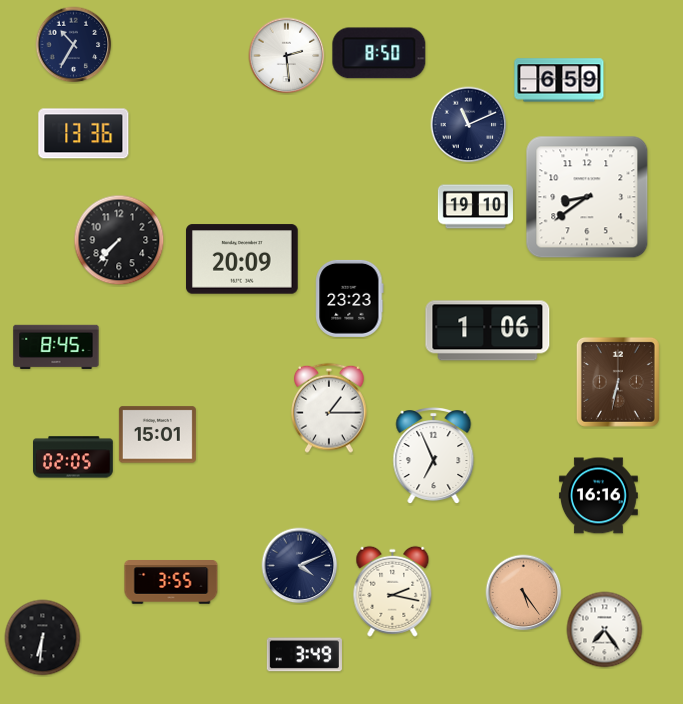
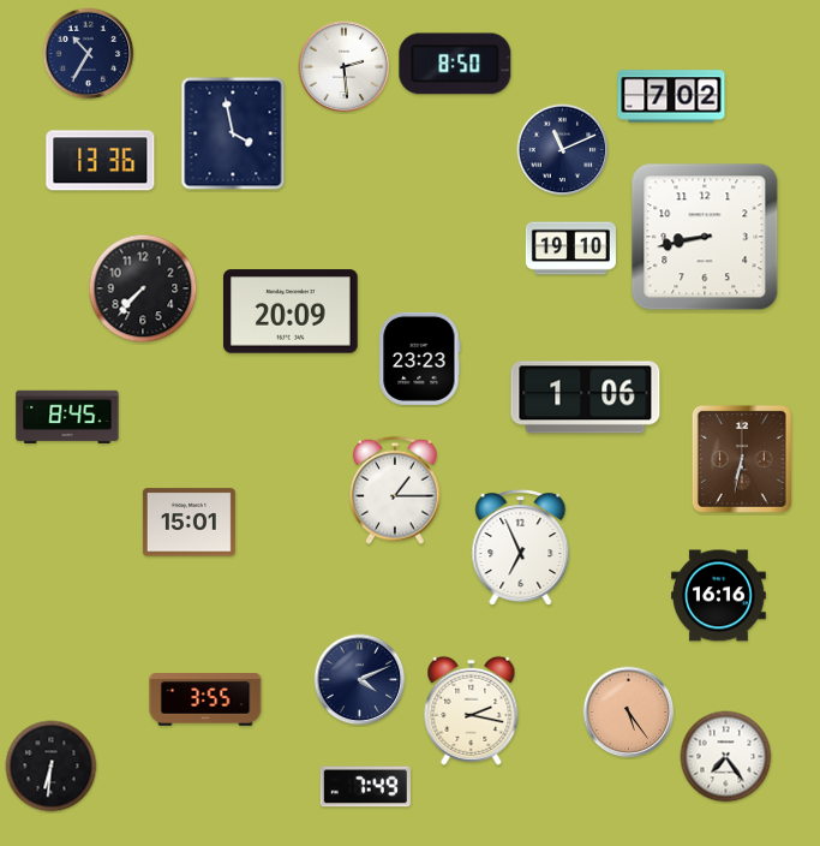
clock at (559, 80): 6:59 -> 7:02
clock at (233, 133): none -> 3:58
clock at (587, 197): 8:39 -> 8:43
clock at (74, 457): 02:05 -> none
clock at (304, 655): 3:49 -> 7:49
